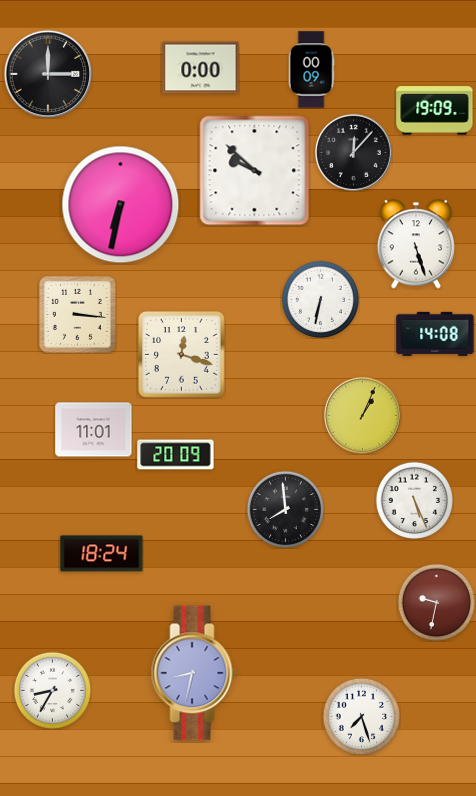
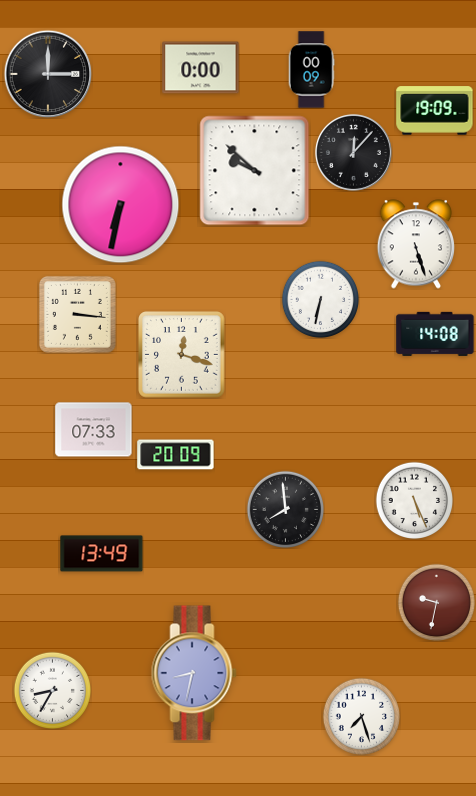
clock at (362, 415): 1:04 -> none
clock at (94, 430): 11:01 -> 07:33
clock at (102, 554): 18:24 -> 13:49
